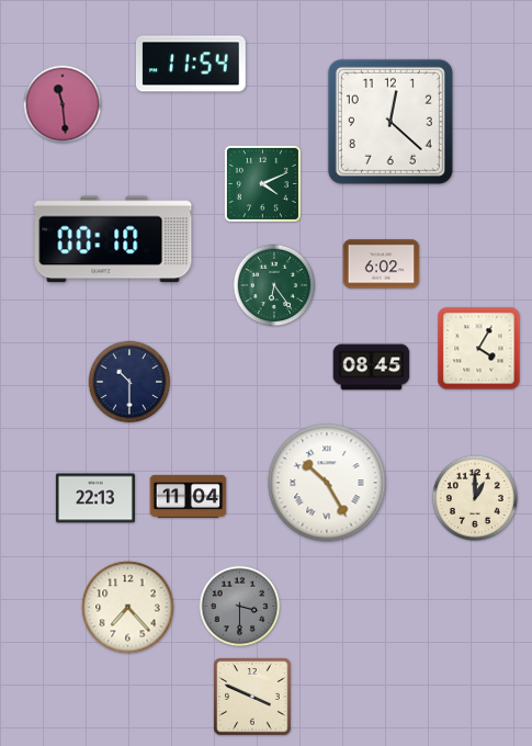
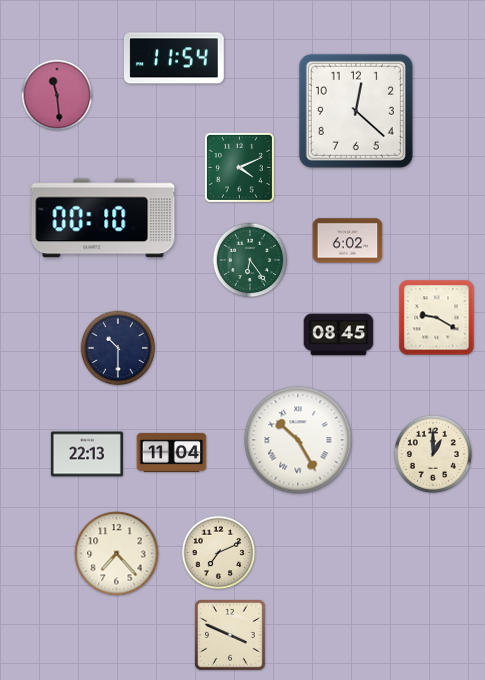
clock at (479, 349): 4:05 -> 9:20
clock at (240, 607): 3:30 -> 7:11
clock at (240, 607) dial: grey -> cream
